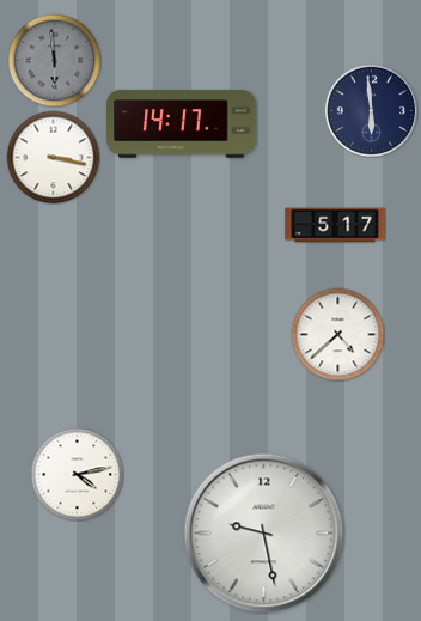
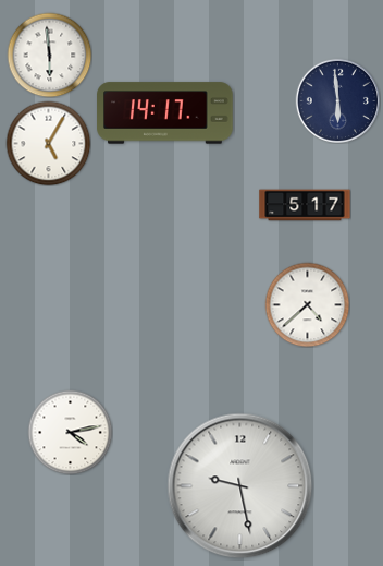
clock at (54, 60) dial: grey -> white
clock at (53, 157): 3:17 -> 5:05
